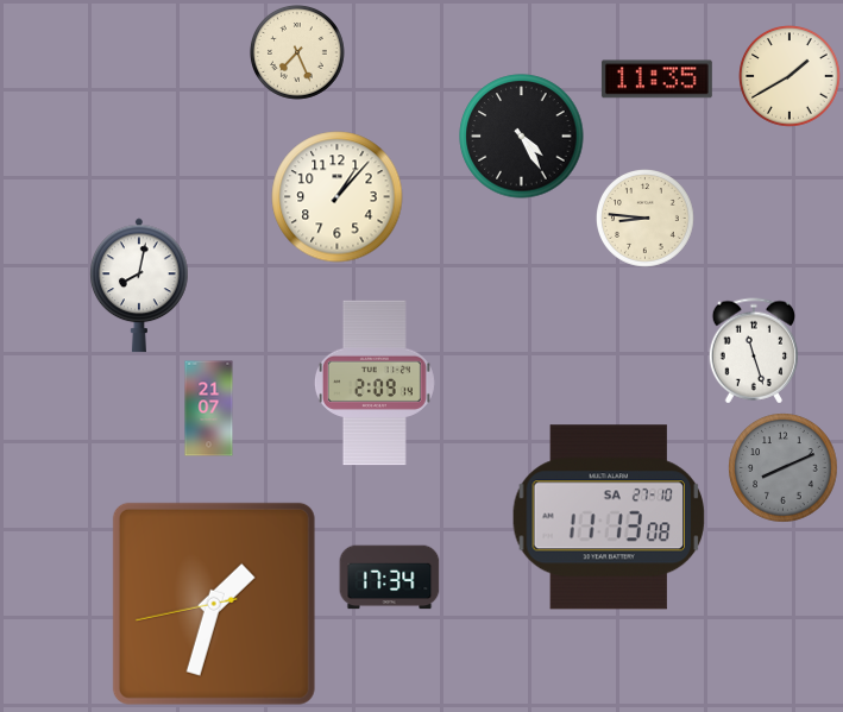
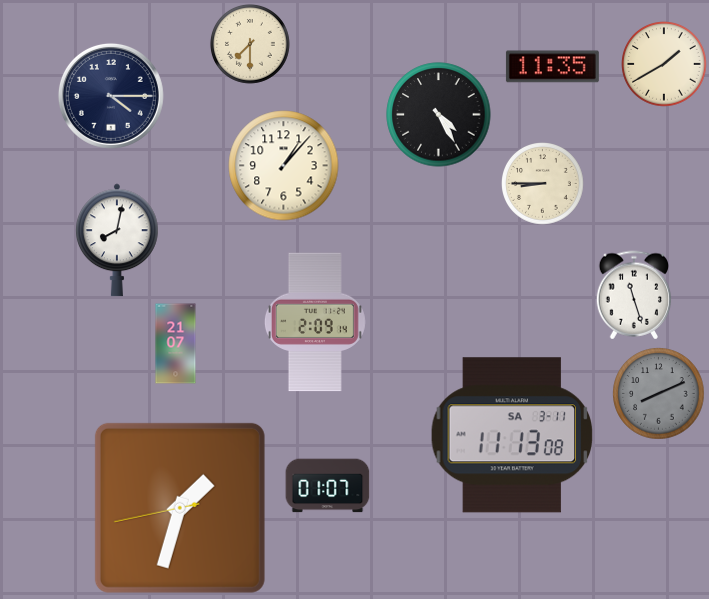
clock at (297, 52): 7:26 -> 7:30
clock at (111, 96): none -> 4:15
clock at (646, 219): 8:46 -> 8:45
clock at (609, 517) date: SA 27-10 -> SA 3-11
clock at (390, 578): 17:34 -> 01:07
